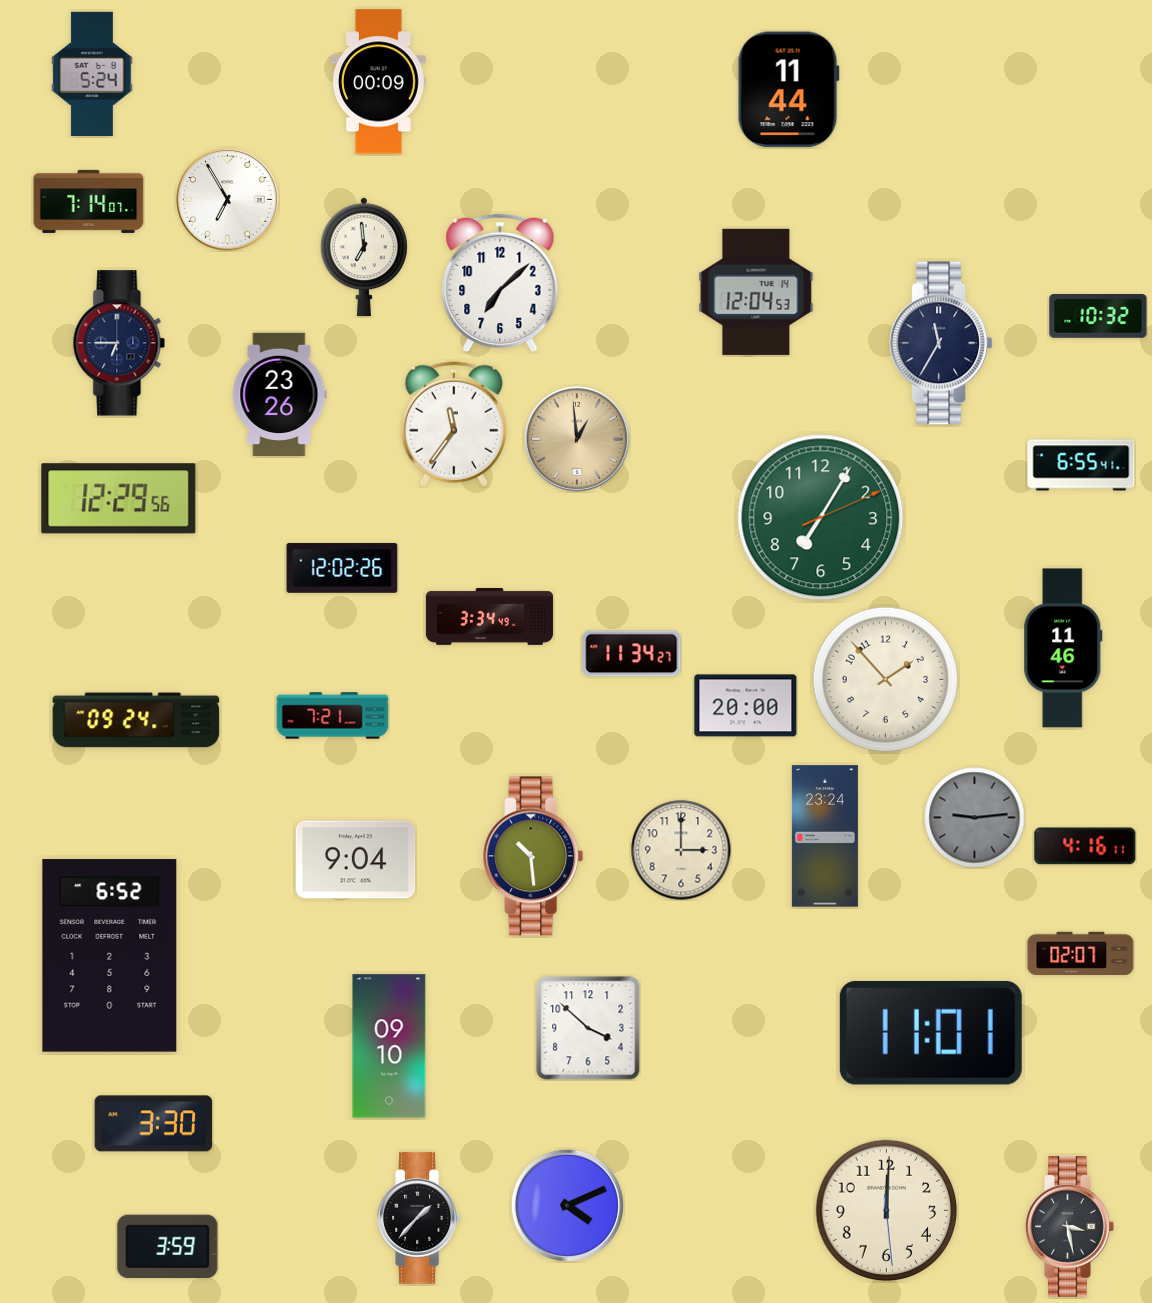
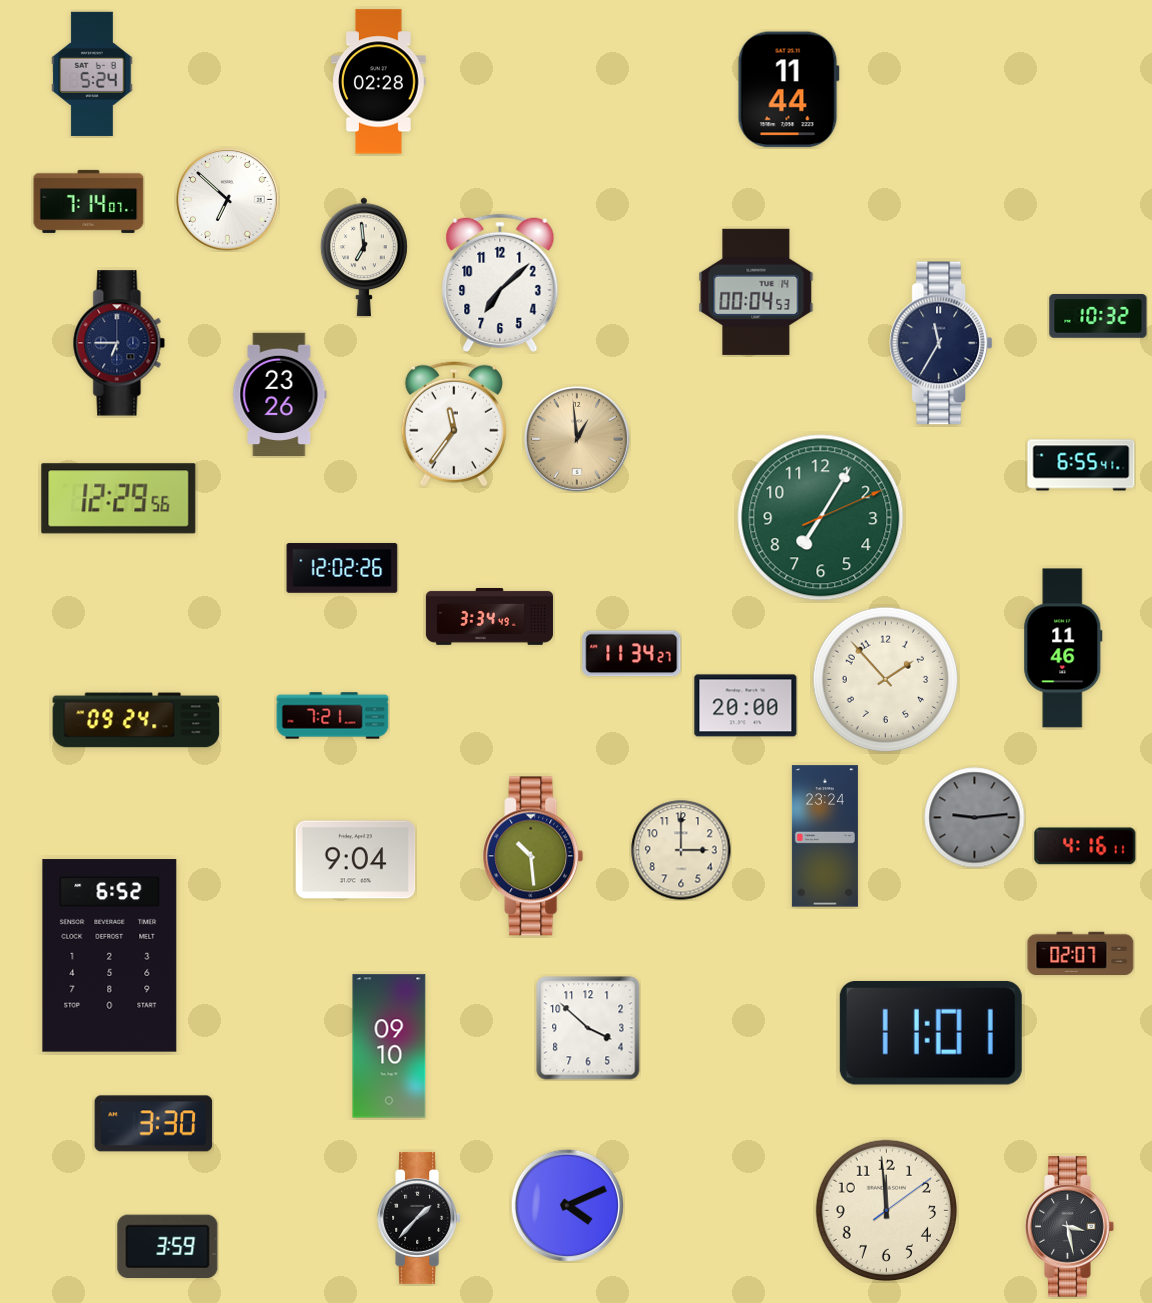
clock at (379, 82): 00:09 -> 02:28
clock at (228, 200): 6:55 -> 6:52
clock at (756, 292): 12:04 -> 00:04
clock at (886, 1210): 12:00 -> 11:59
